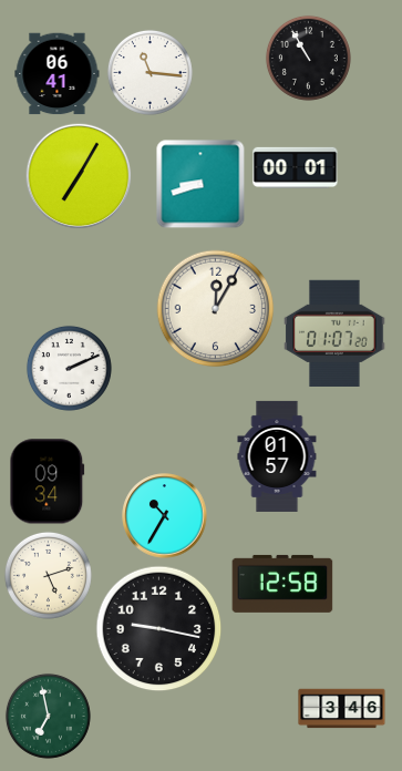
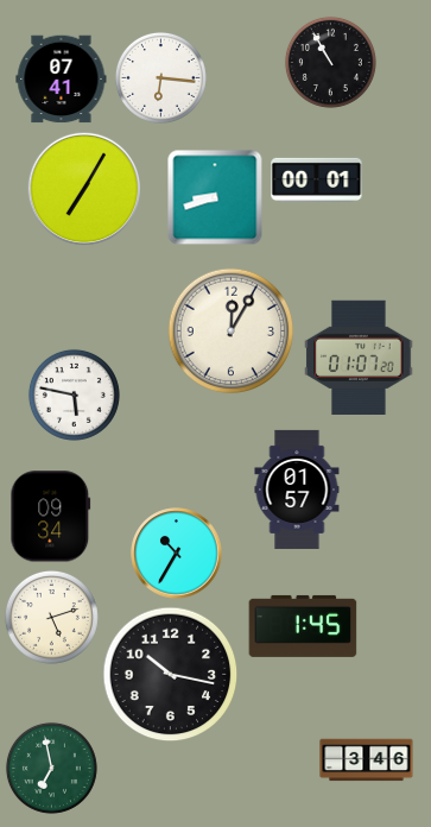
clock at (150, 72): 11:16 -> 6:16
clock at (58, 74): 06:41 -> 07:41
clock at (69, 368): 2:11 -> 5:47
clock at (282, 584): 12:58 -> 1:45
clock at (159, 629): 9:17 -> 10:17
